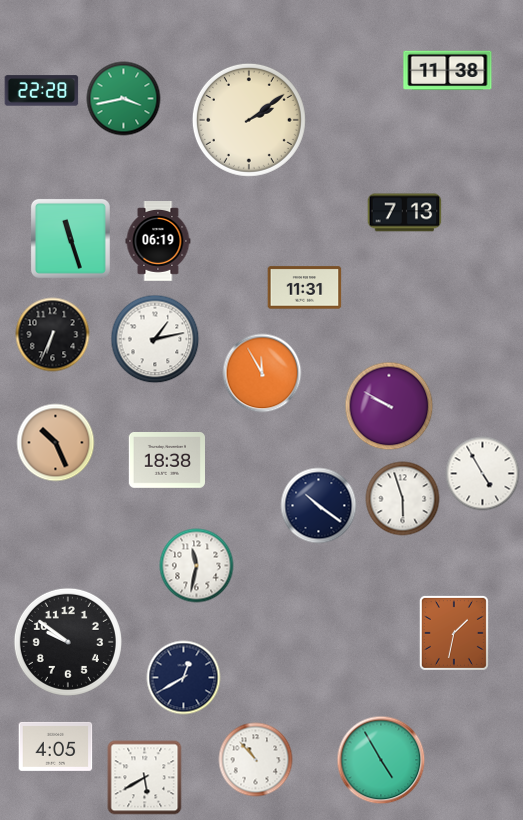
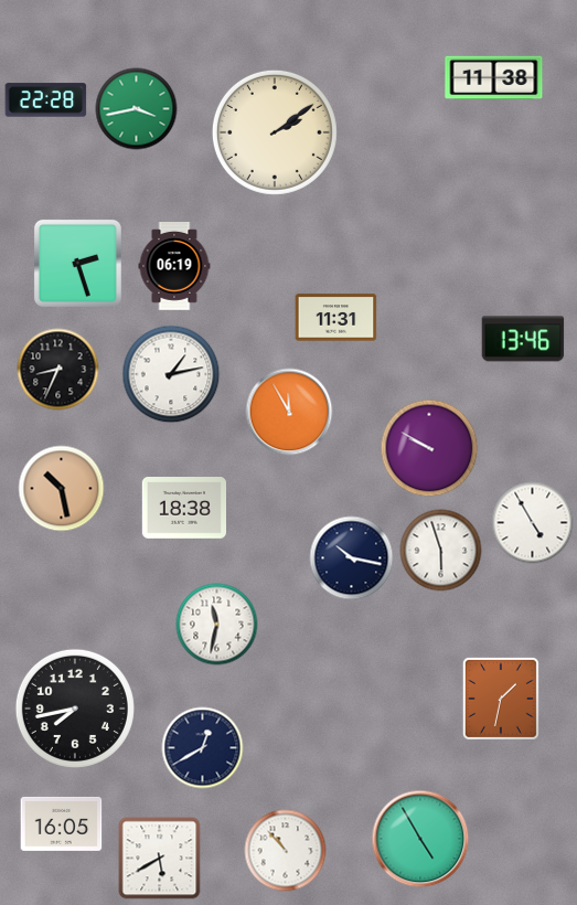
clock at (405, 213): 7:13 -> none
clock at (70, 238): 11:27 -> 2:27
clock at (523, 339): none -> 13:46
clock at (53, 335): 6:34 -> 8:34
clock at (56, 443): 10:26 -> 10:28
clock at (403, 499) position: (403, 499) -> (441, 551)
clock at (319, 506): 10:21 -> 10:17
clock at (68, 642): 9:51 -> 7:43
clock at (56, 746): 4:05 -> 16:05
clock at (256, 760) position: (256, 760) -> (286, 851)
